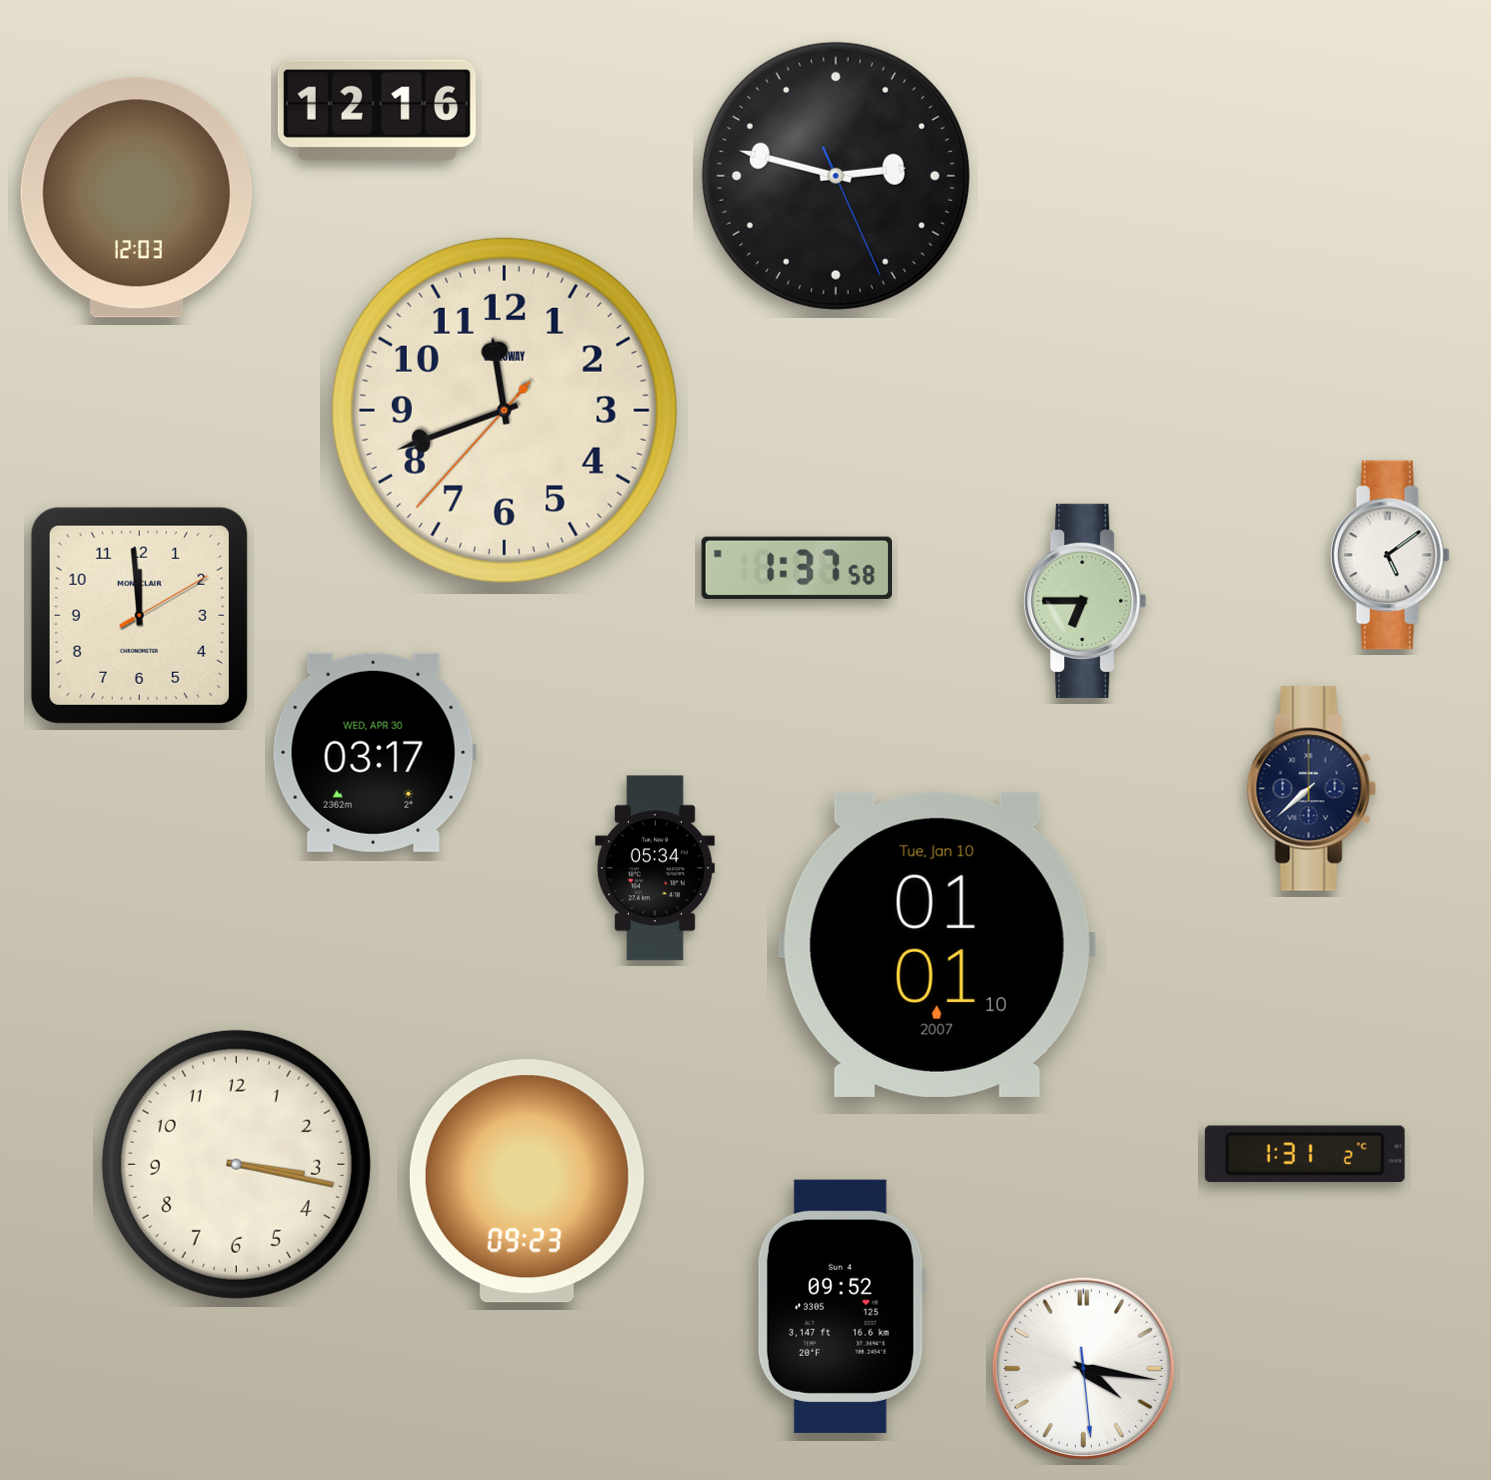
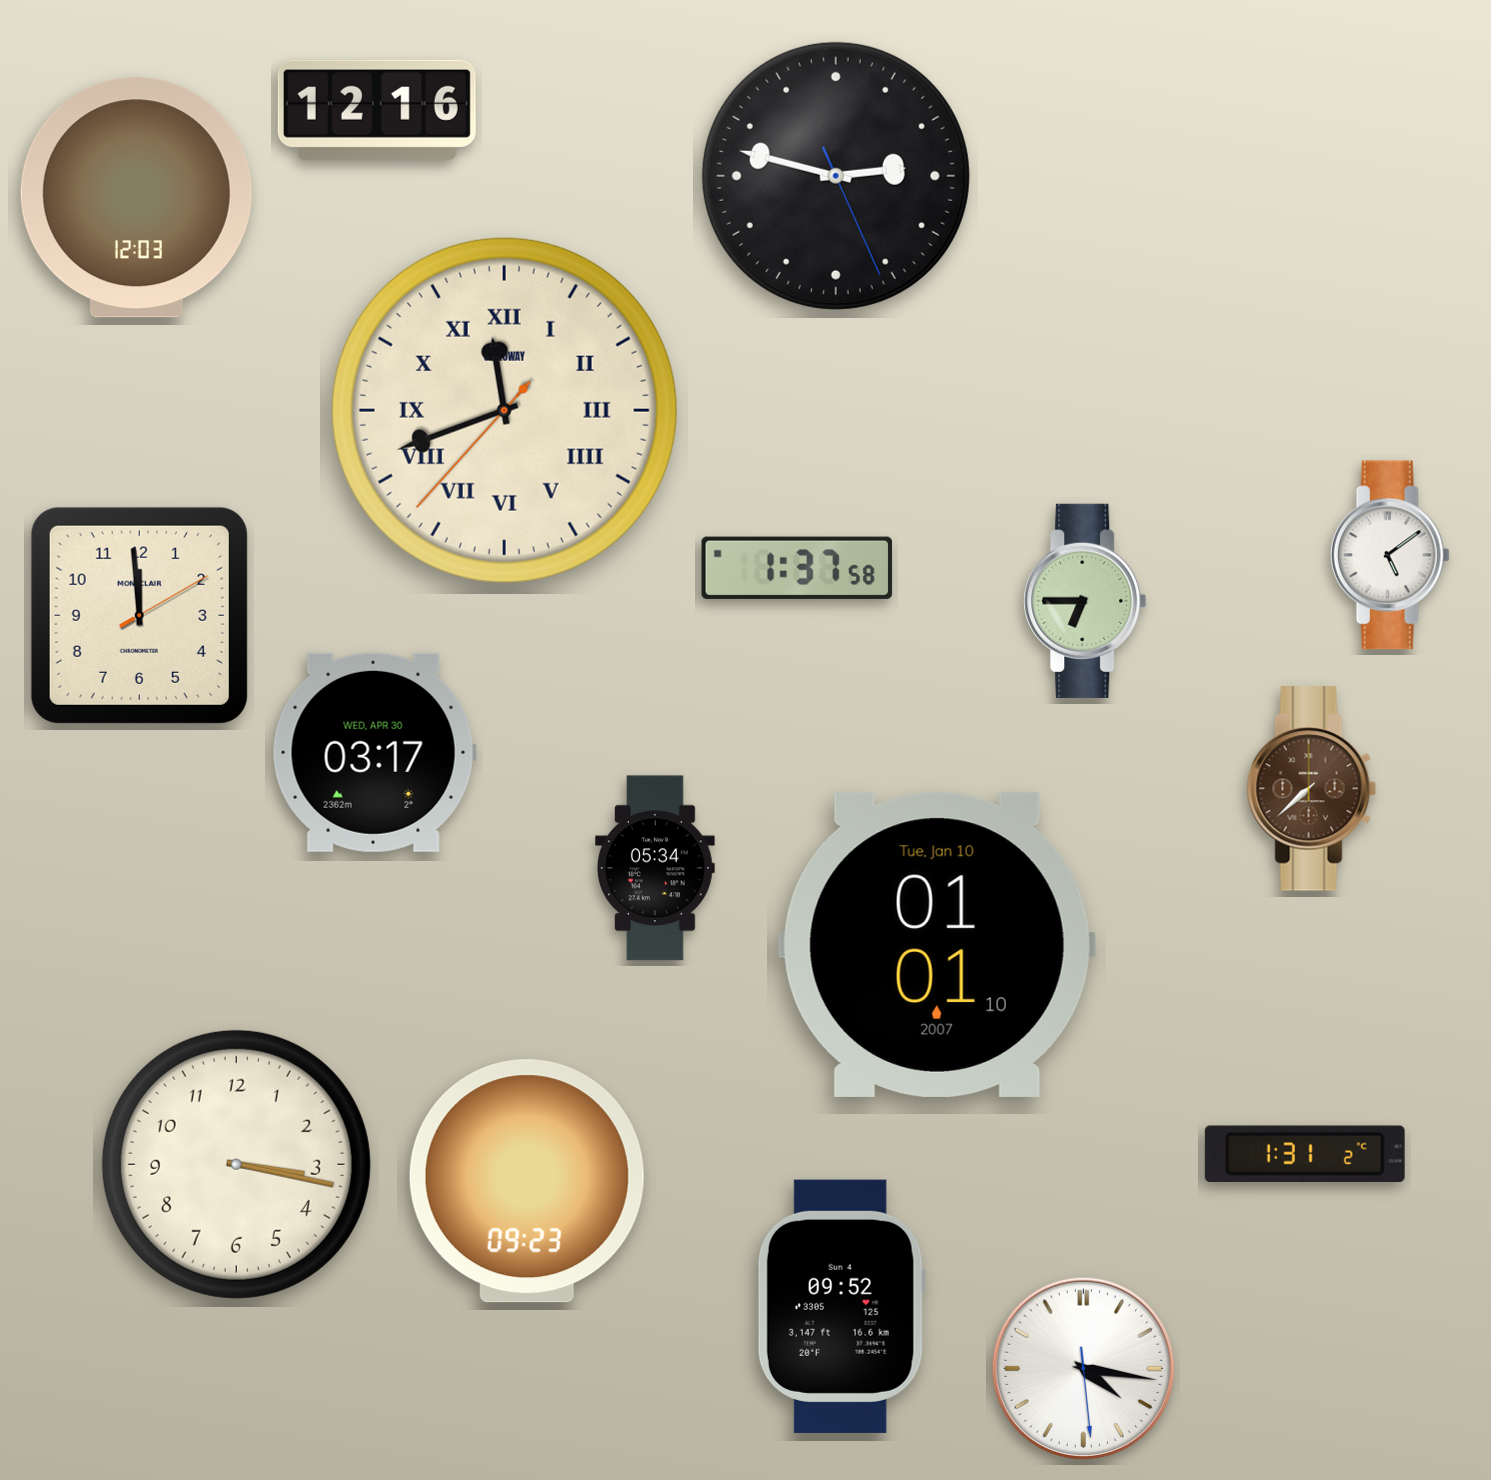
clock at (504, 410) numerals: Arabic -> Roman
clock at (1311, 789) dial: navy -> brown
